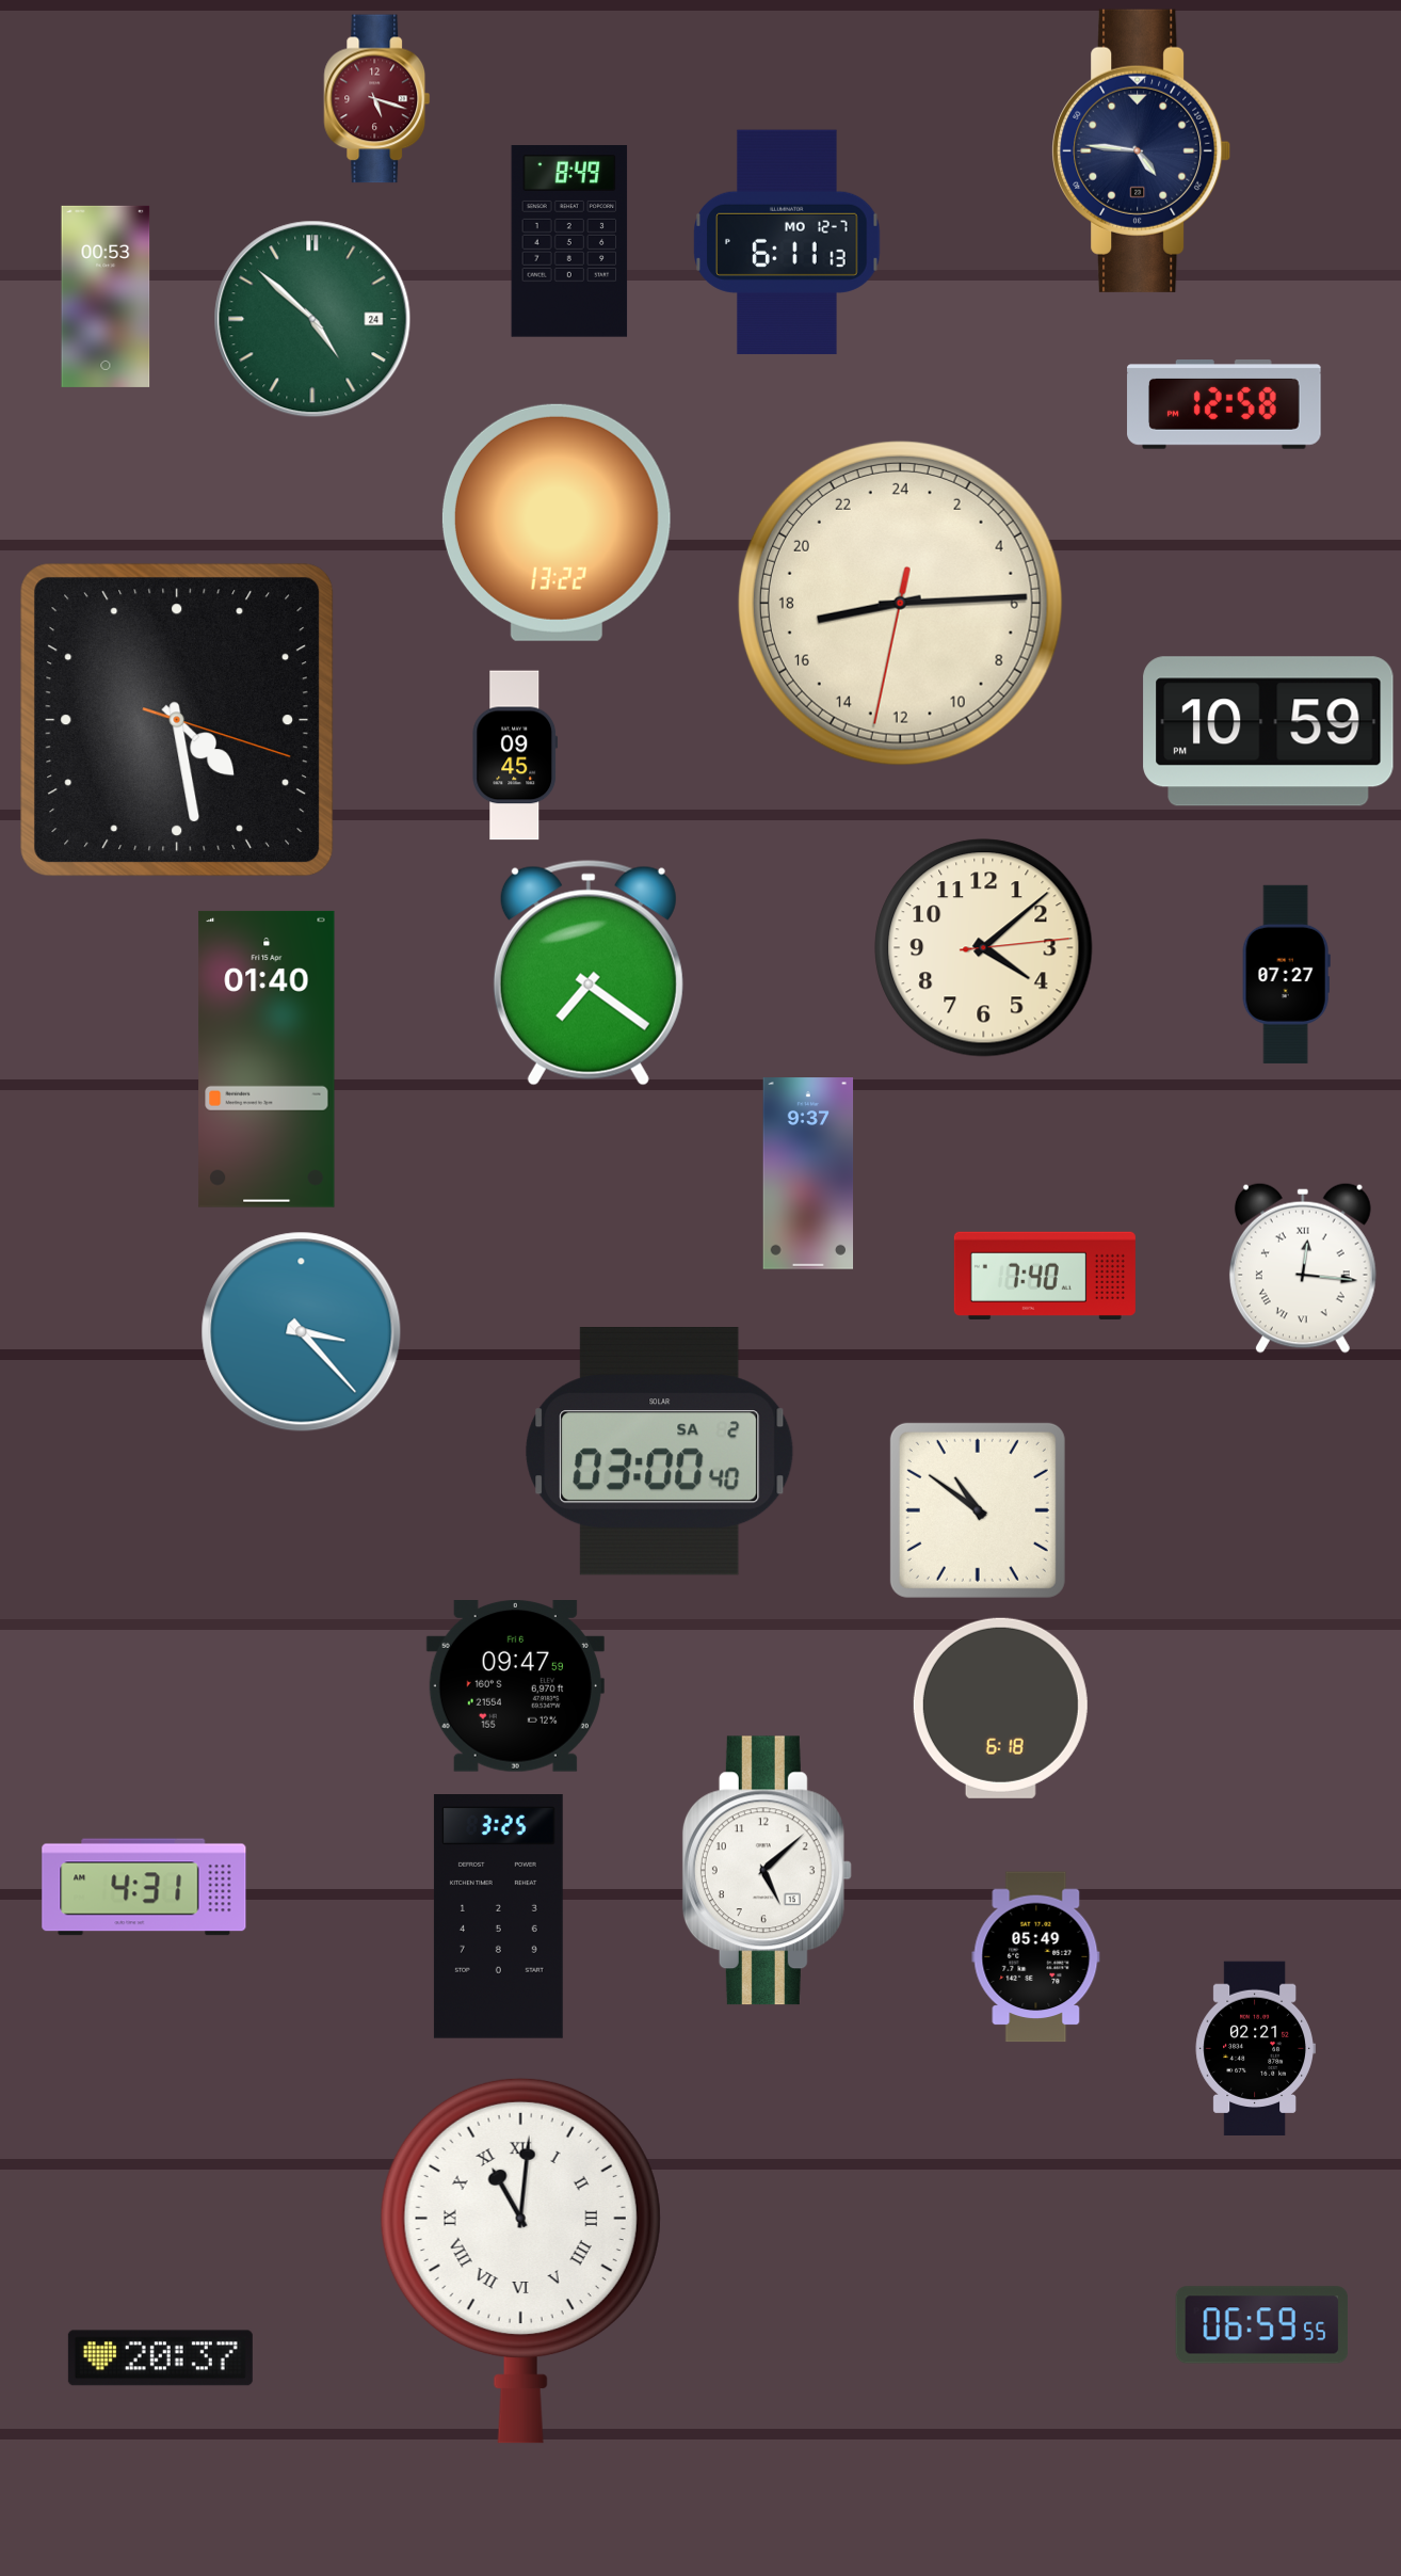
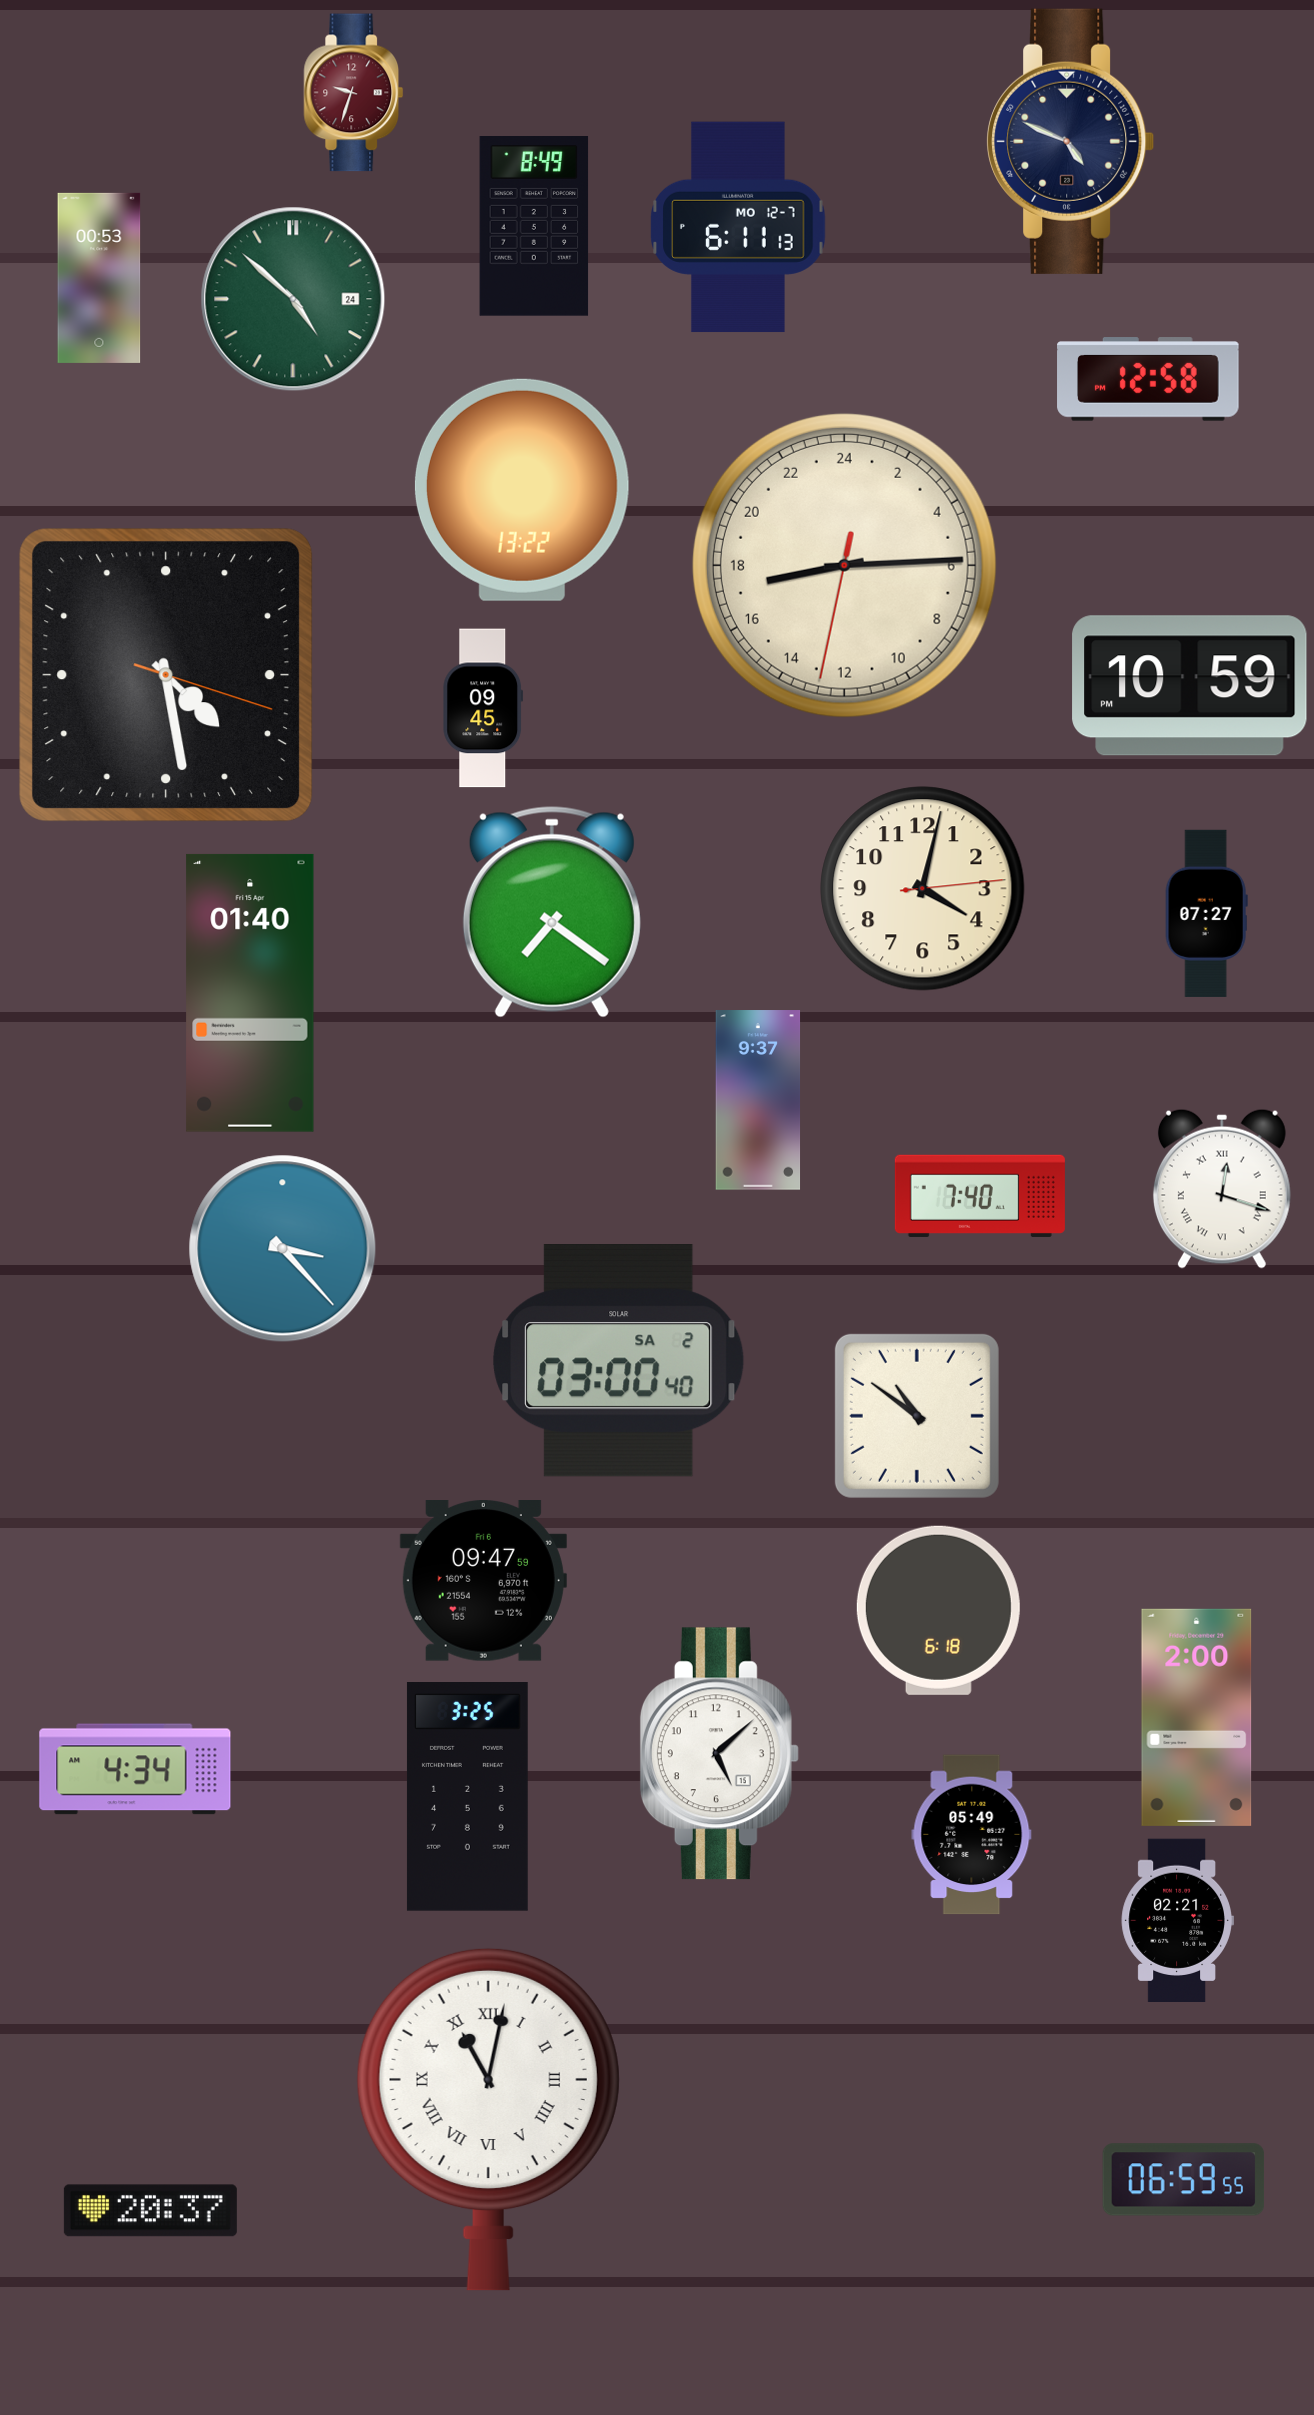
clock at (377, 99): 5:18 -> 9:33
clock at (1142, 150): 4:46 -> 4:49
clock at (984, 948): 4:08 -> 4:02
clock at (1303, 1268): 12:16 -> 12:18
clock at (1000, 1708) position: (1000, 1708) -> (938, 1610)
clock at (1197, 1717): none -> 2:00
clock at (144, 1887): 4:31 -> 4:34
clock at (520, 2260): 11:01 -> 11:02
